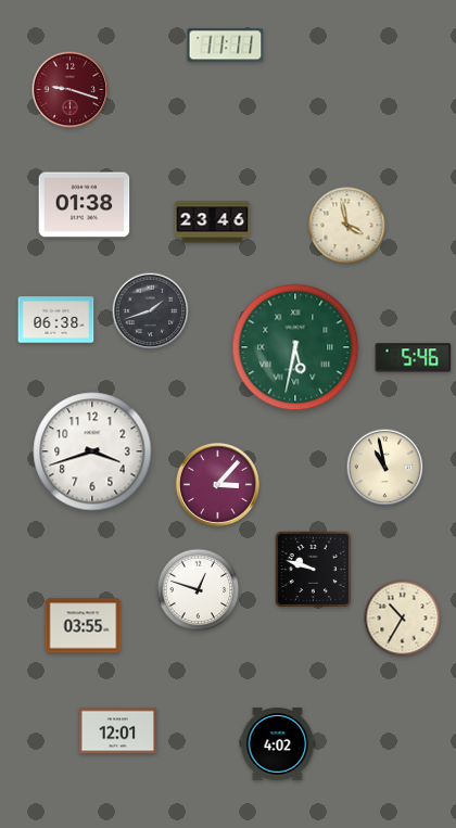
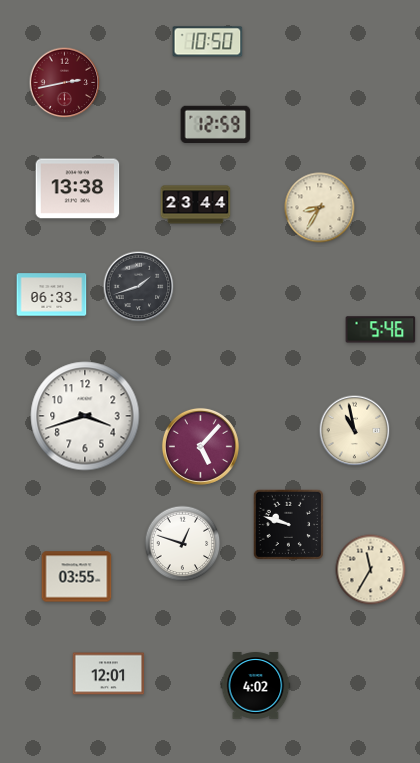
clock at (226, 46): 11:11 -> 10:50
clock at (71, 90): 9:18 -> 2:43
clock at (216, 124): none -> 12:59
clock at (85, 205): 01:38 -> 13:38
clock at (213, 222): 23:46 -> 23:44
clock at (347, 226): 3:58 -> 8:35
clock at (56, 320): 06:38 -> 06:33
clock at (295, 347): 5:32 -> none
clock at (217, 484): 3:07 -> 5:07
clock at (403, 619): 10:35 -> 11:35
